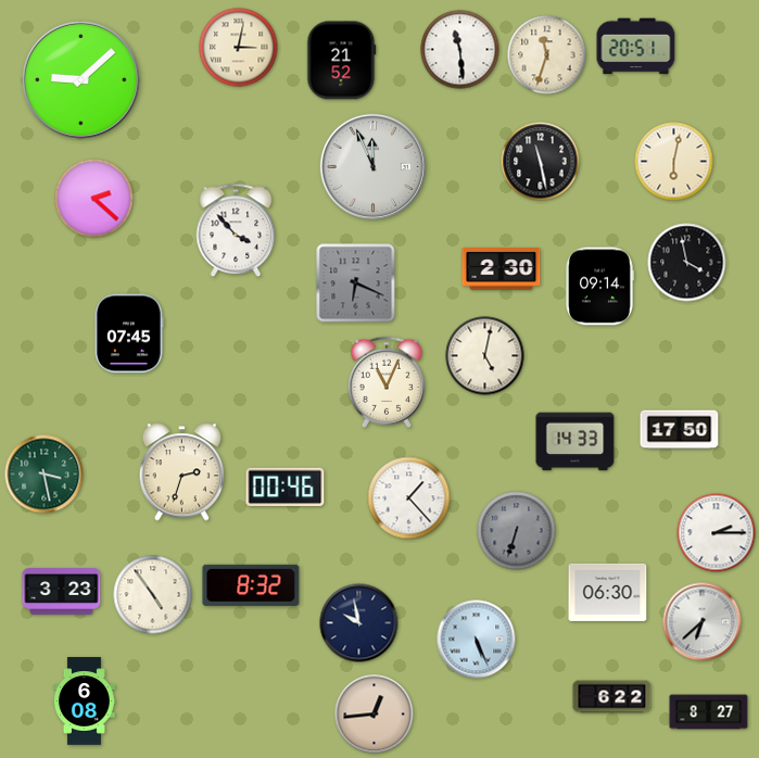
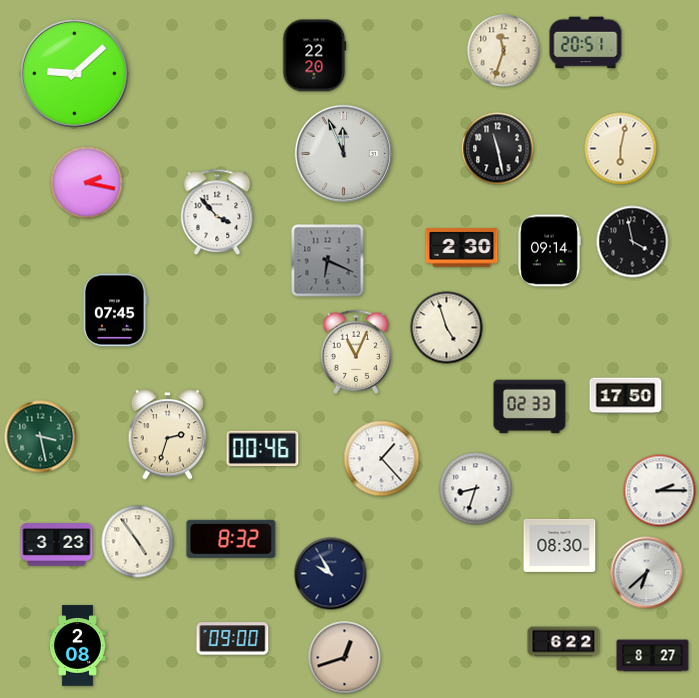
clock at (239, 48): 3:02 -> none
clock at (460, 50): 11:29 -> none
clock at (342, 61): 21:52 -> 22:20
clock at (94, 199): 2:22 -> 2:17
clock at (599, 287) position: (599, 287) -> (549, 251)
clock at (129, 333) position: (129, 333) -> (115, 310)
clock at (485, 356): 5:02 -> 4:57
clock at (575, 442): 14:33 -> 02:33
clock at (409, 498) position: (409, 498) -> (382, 459)
clock at (517, 531): 6:33 -> 8:33
clock at (517, 531) dial: grey -> white
clock at (608, 592): 06:30 -> 08:30
clock at (153, 595) position: (153, 595) -> (138, 542)
clock at (359, 623): 9:58 -> 9:55
clock at (477, 640): 5:26 -> none
clock at (233, 639): none -> 09:00
clock at (84, 702): 6:08 -> 2:08
clock at (375, 715): 12:44 -> 12:42
